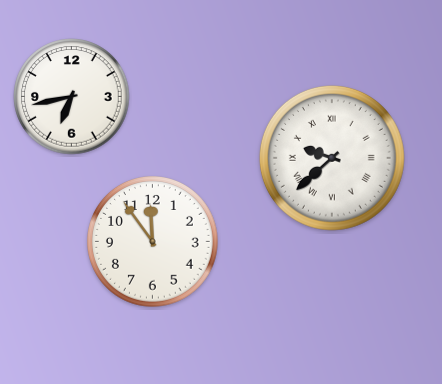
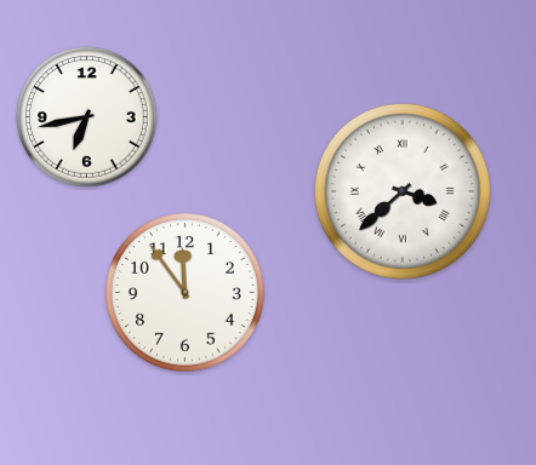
clock at (332, 158): 9:38 -> 3:38
